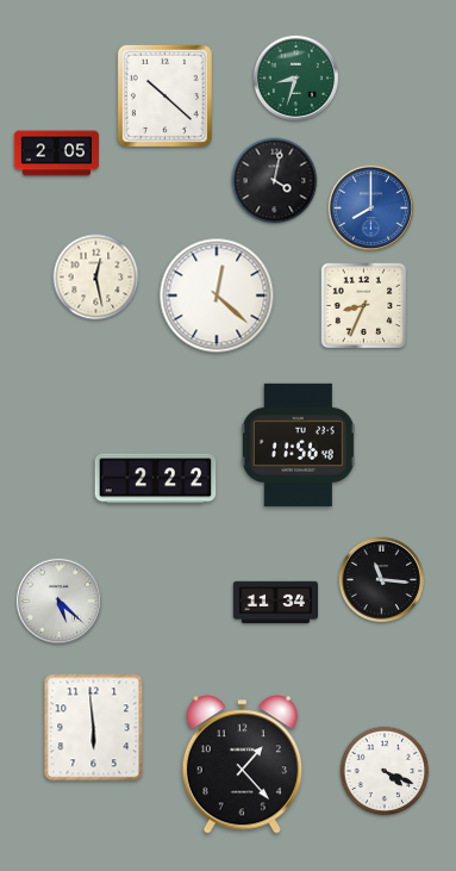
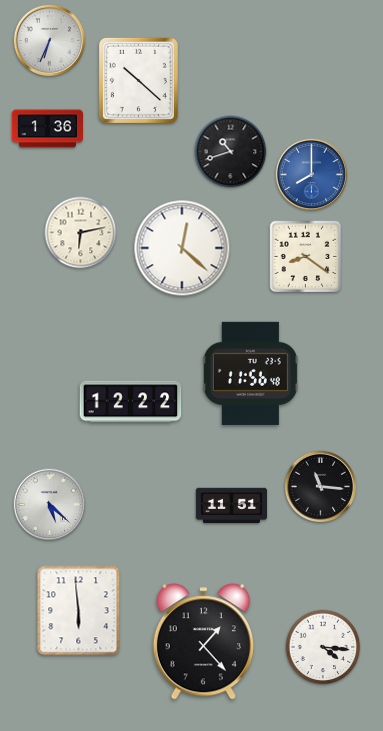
clock at (49, 40): none -> 6:34
clock at (295, 77): 8:33 -> none
clock at (56, 154): 2:05 -> 1:36
clock at (275, 181): 4:02 -> 10:42
clock at (96, 278): 12:28 -> 6:13
clock at (364, 306): 8:34 -> 8:21
clock at (156, 479): 2:22 -> 12:22
clock at (275, 603): 11:34 -> 11:51
clock at (385, 771): 4:19 -> 4:16
